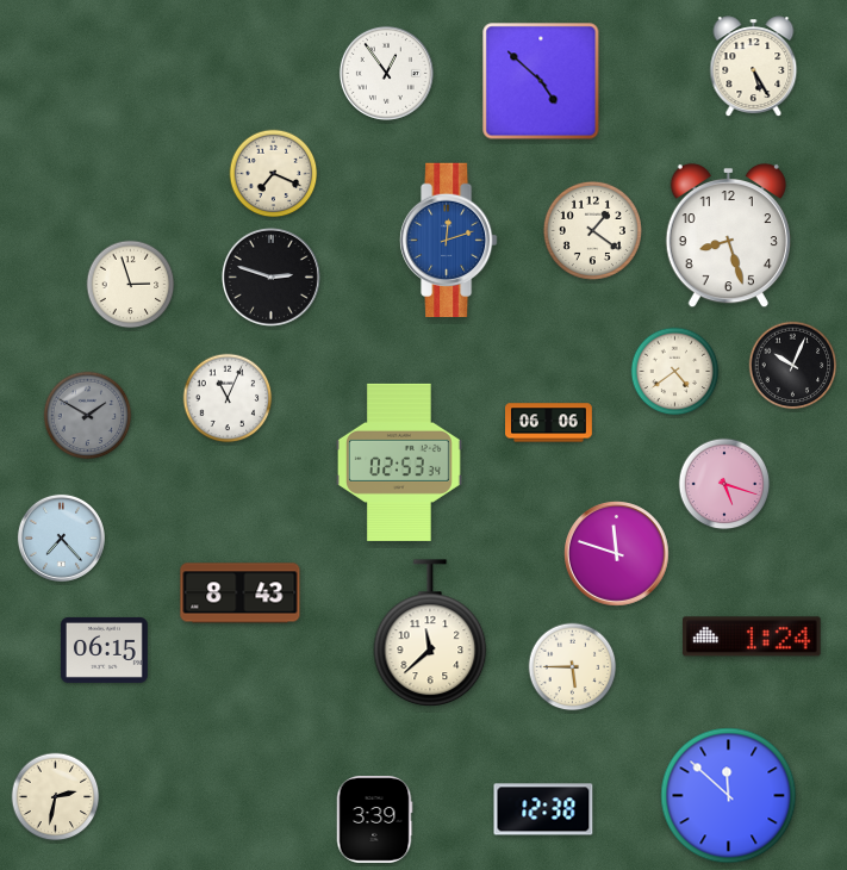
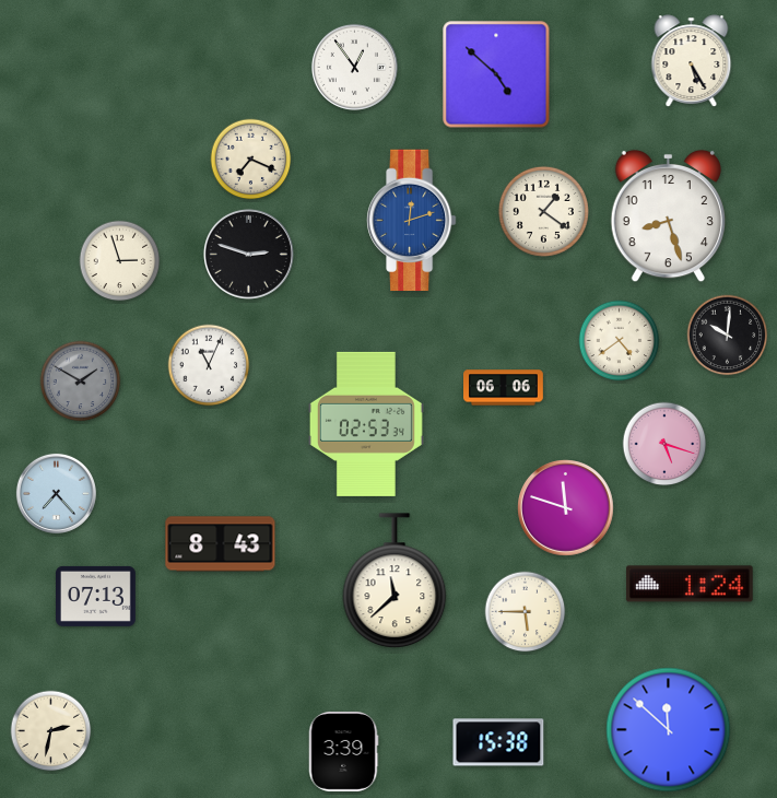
clock at (793, 366): 10:04 -> 10:01
clock at (105, 650): 06:15 -> 07:13
clock at (543, 809): 12:38 -> 15:38
